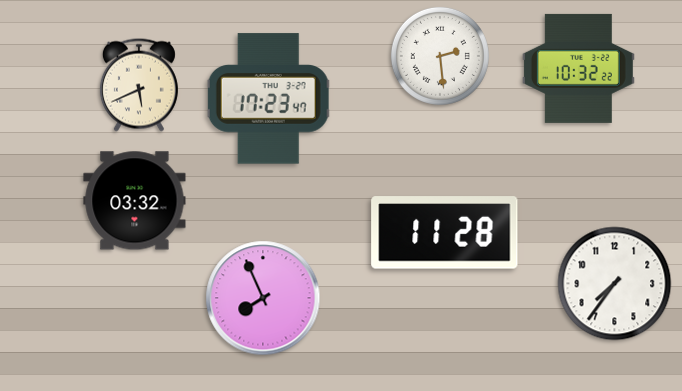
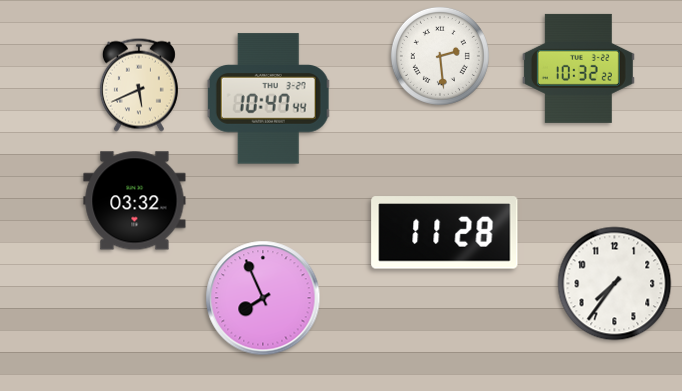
clock at (269, 99): 17:23 -> 10:47
